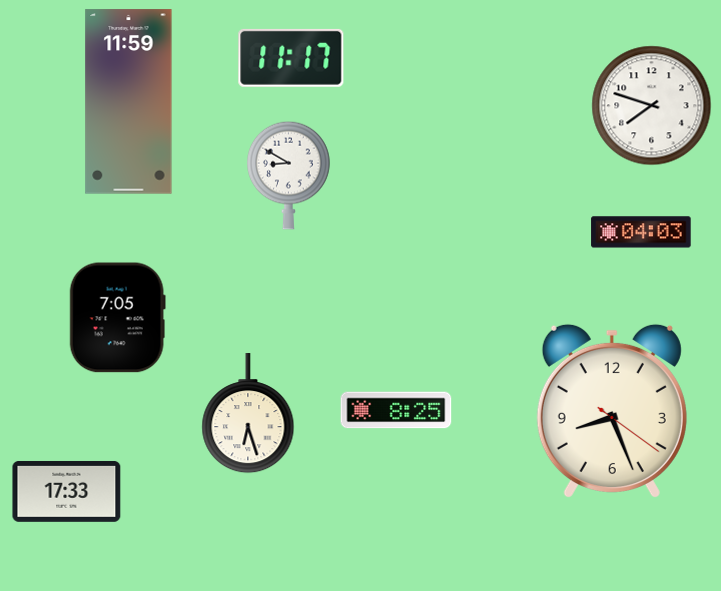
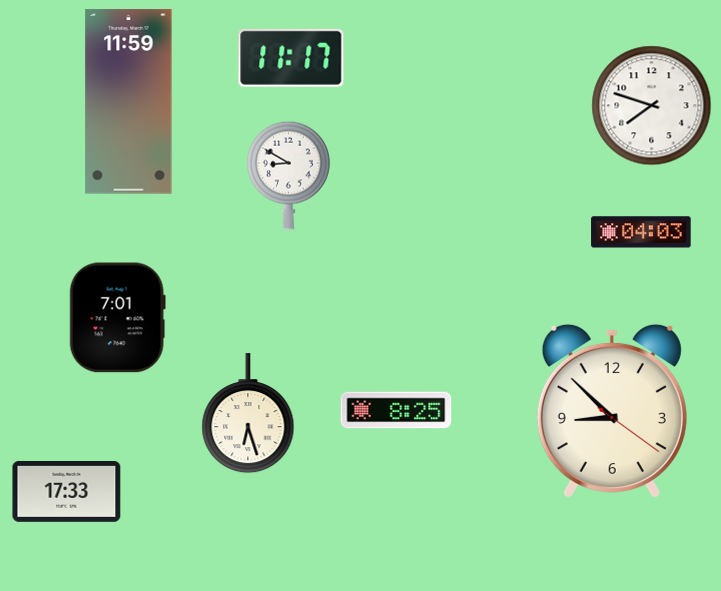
clock at (117, 318): 7:05 -> 7:01
clock at (612, 410): 8:26 -> 8:52
